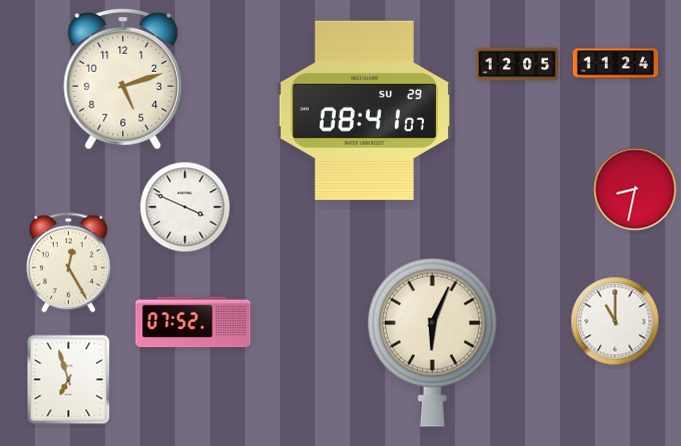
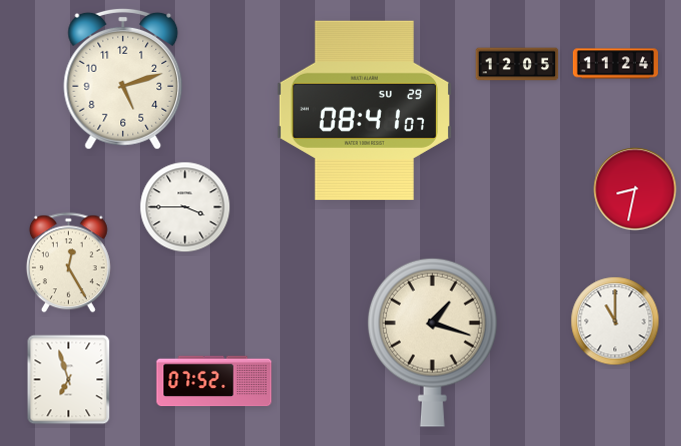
clock at (185, 207): 3:49 -> 3:45
clock at (193, 322) position: (193, 322) -> (214, 381)
clock at (432, 342): 6:04 -> 1:18
